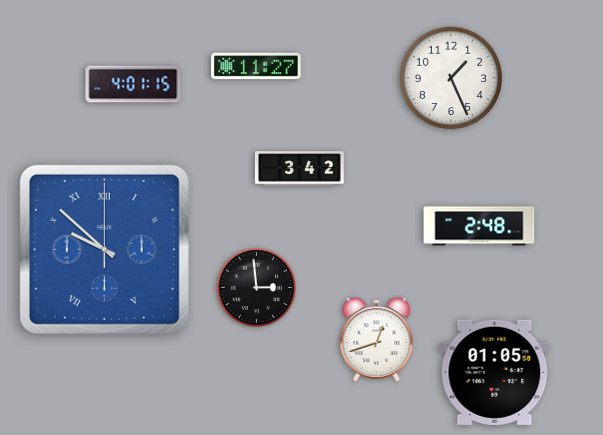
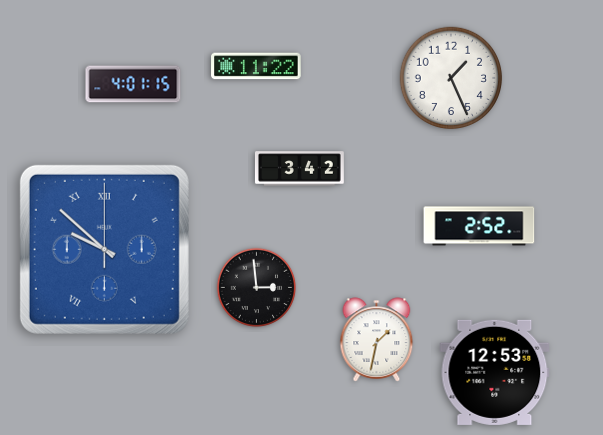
clock at (256, 66): 11:27 -> 11:22
clock at (479, 226): 2:48 -> 2:52
clock at (377, 340): 12:42 -> 1:32
clock at (495, 372): 01:05 -> 12:53
